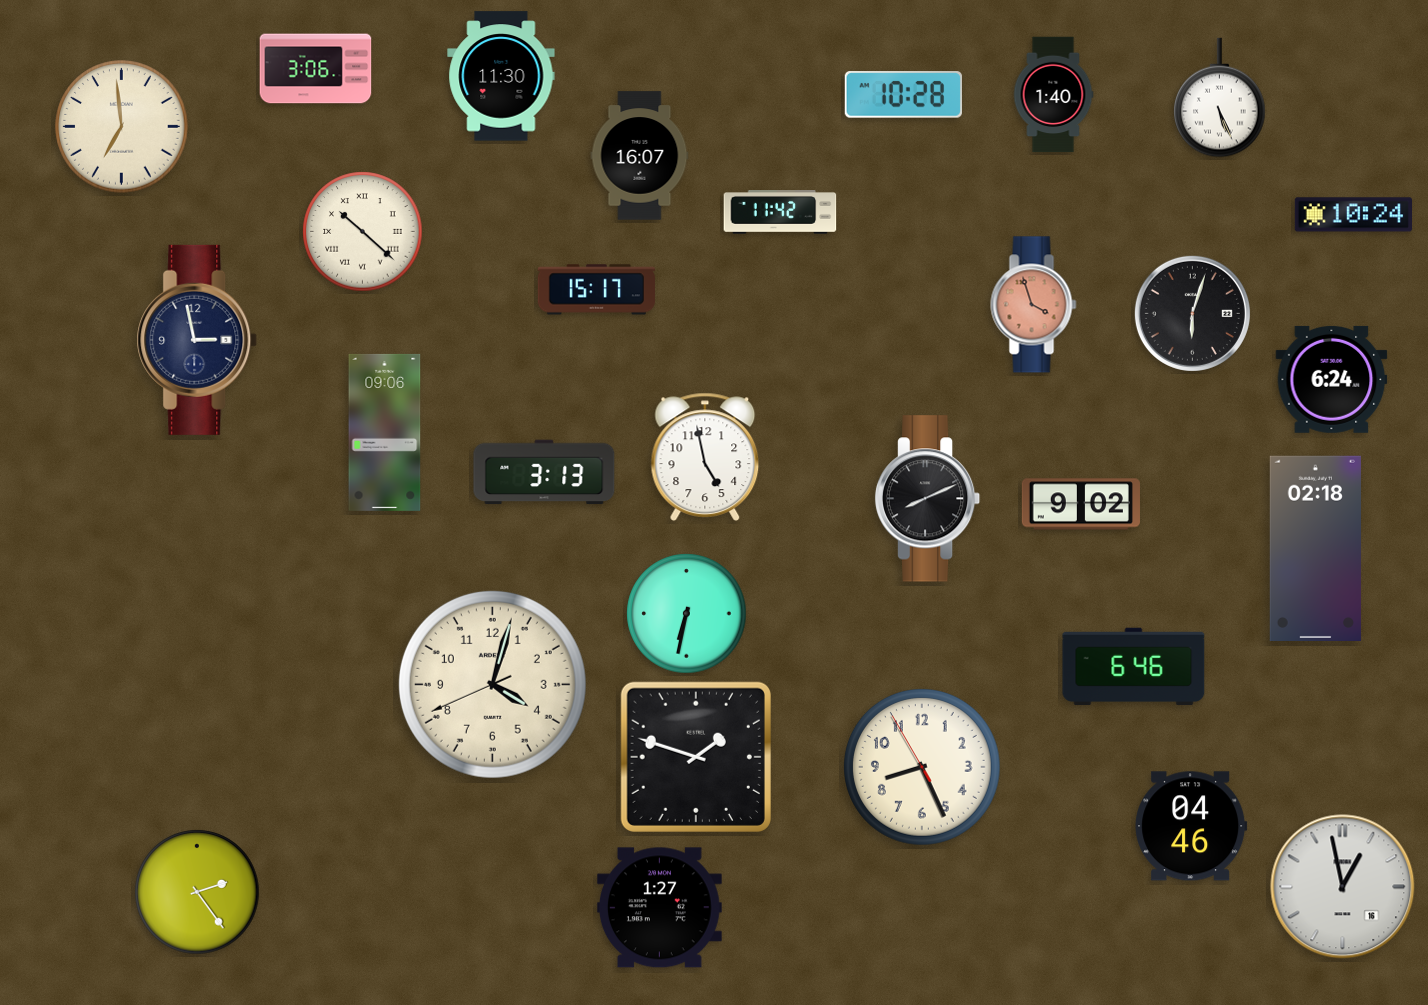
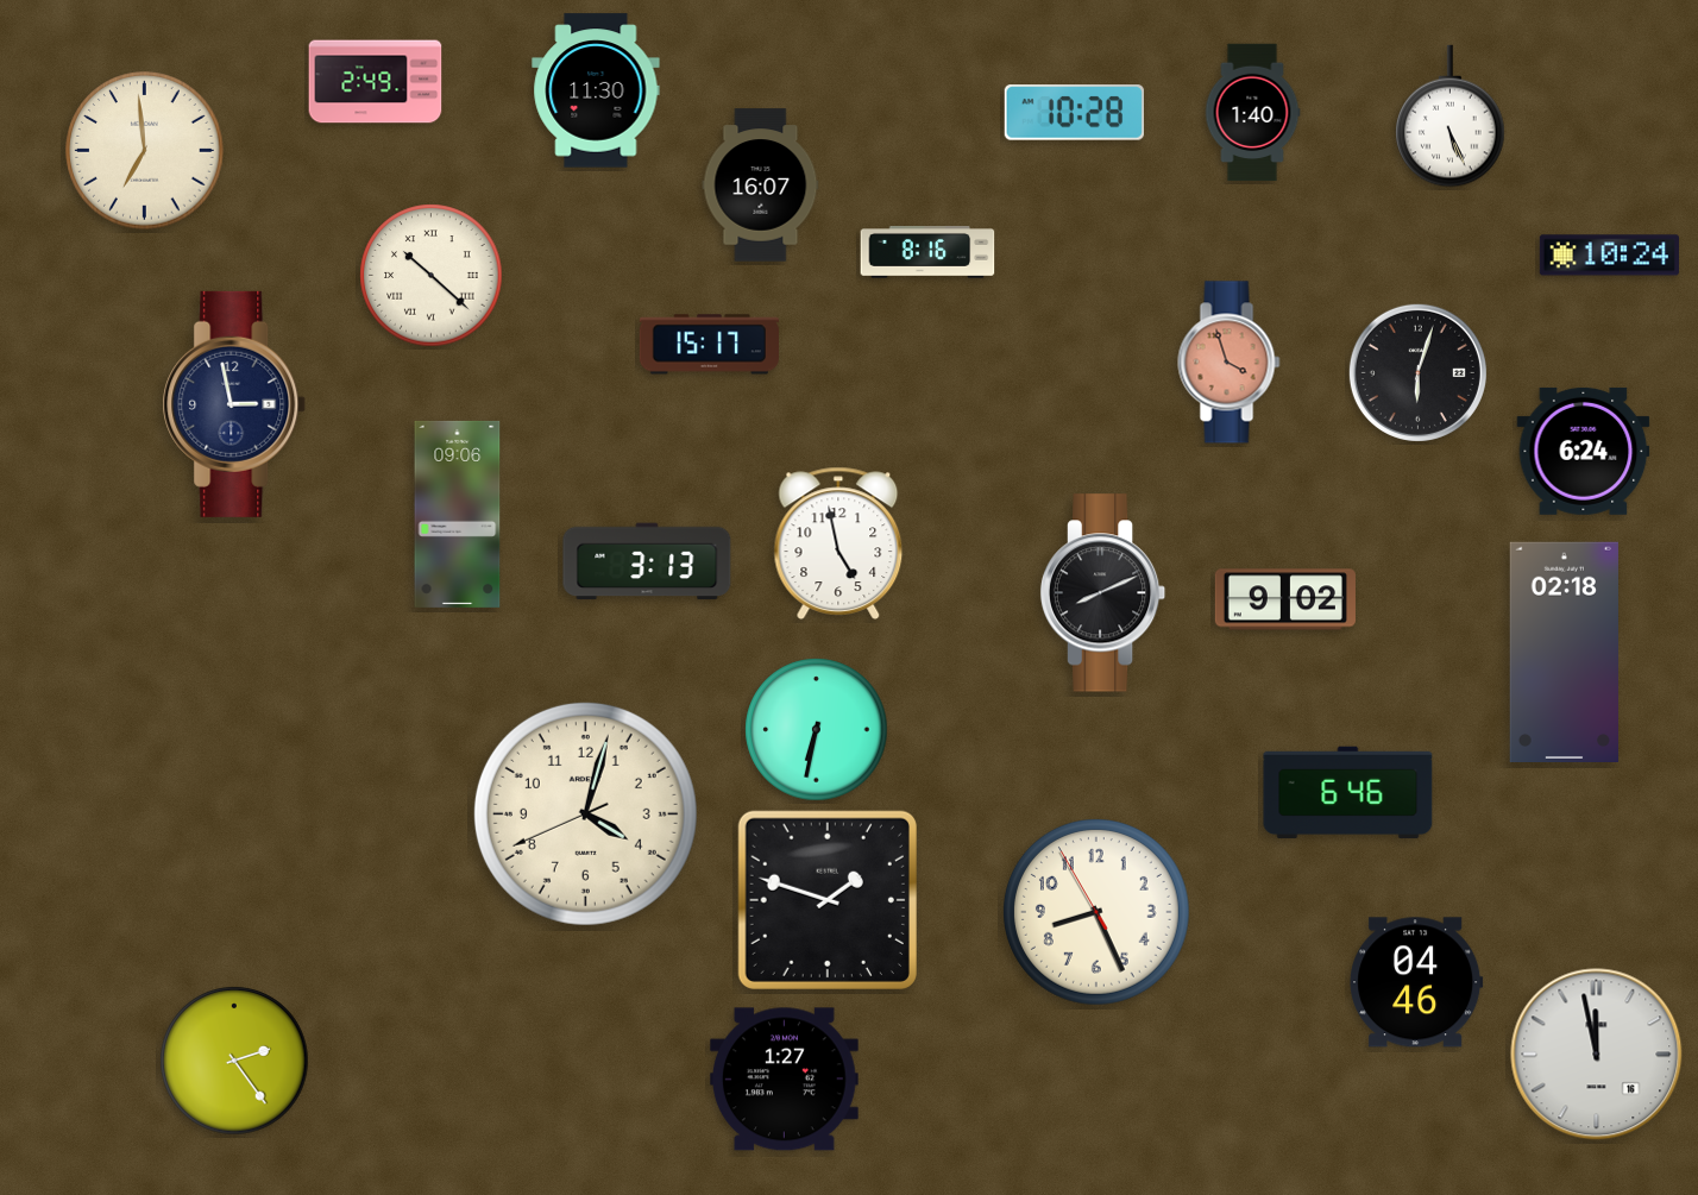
clock at (316, 69): 3:06 -> 2:49
clock at (780, 213): 11:42 -> 8:16
clock at (1343, 887): 12:58 -> 11:58
